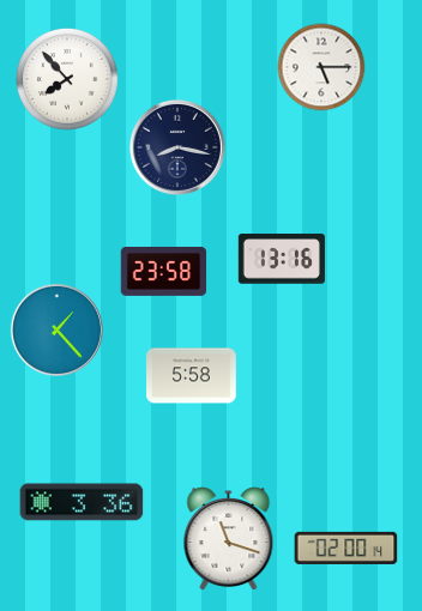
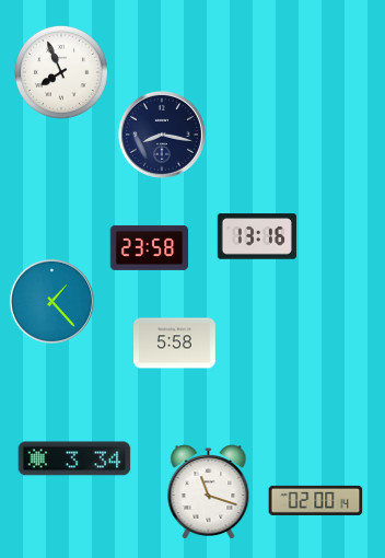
clock at (321, 67): 5:15 -> none
clock at (67, 79): 7:53 -> 7:56
clock at (82, 502): 3:36 -> 3:34
